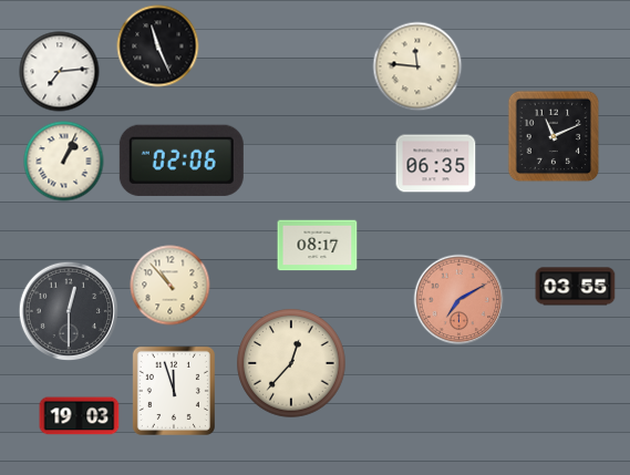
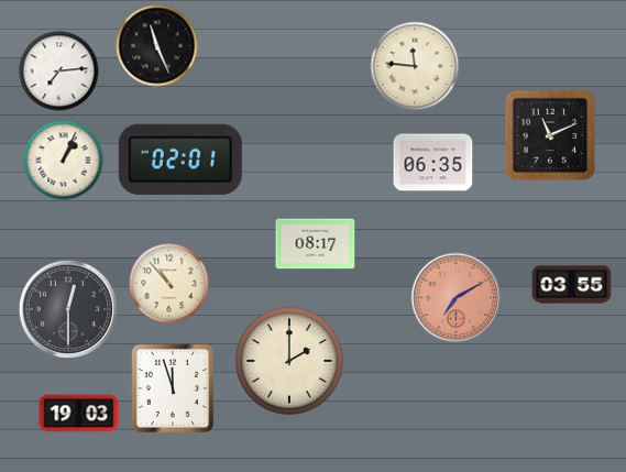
clock at (182, 161): 02:06 -> 02:01
clock at (291, 363): 12:37 -> 2:00
